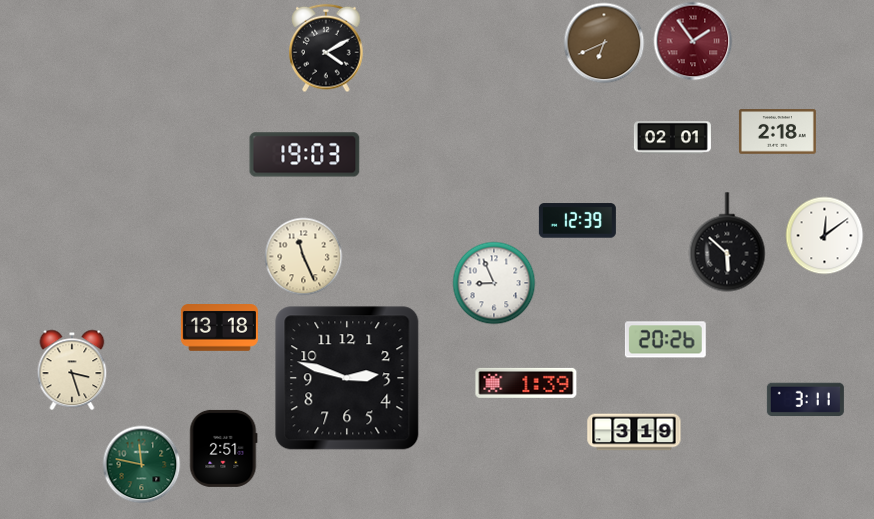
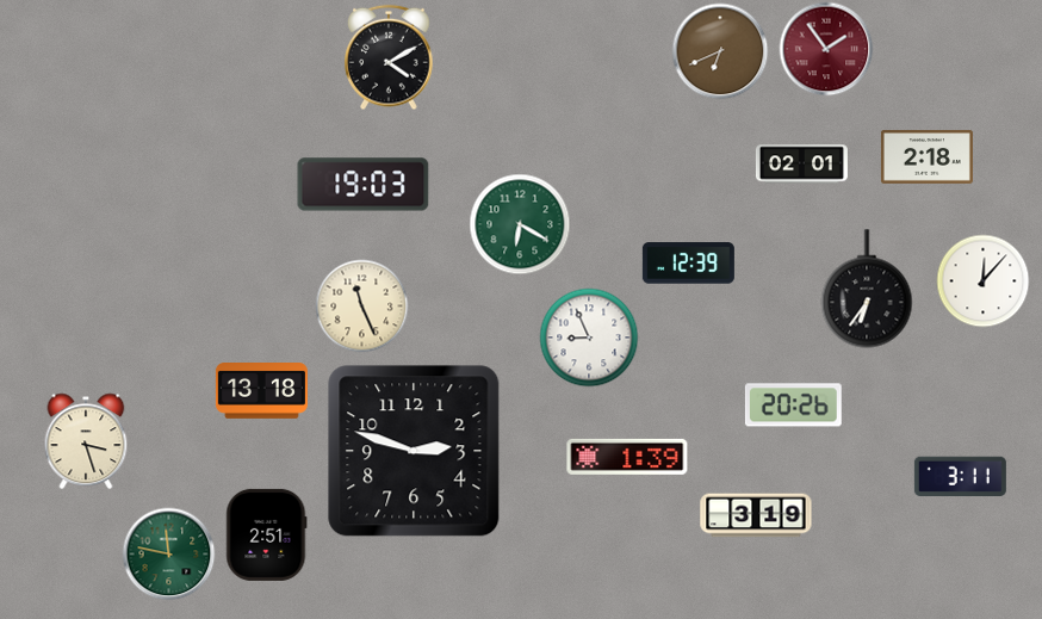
clock at (520, 224): none -> 6:20
clock at (824, 235): 12:09 -> 12:07
clock at (727, 242): 5:52 -> 6:36
